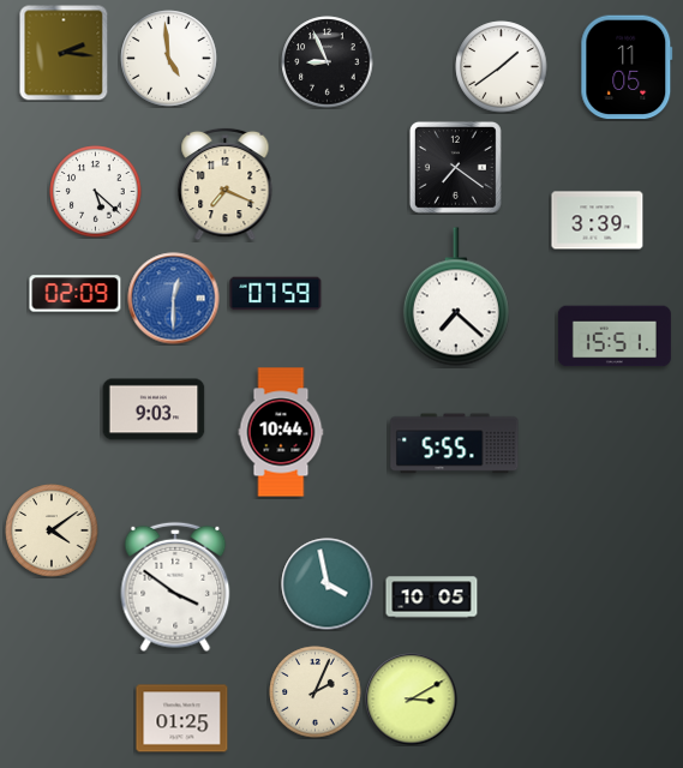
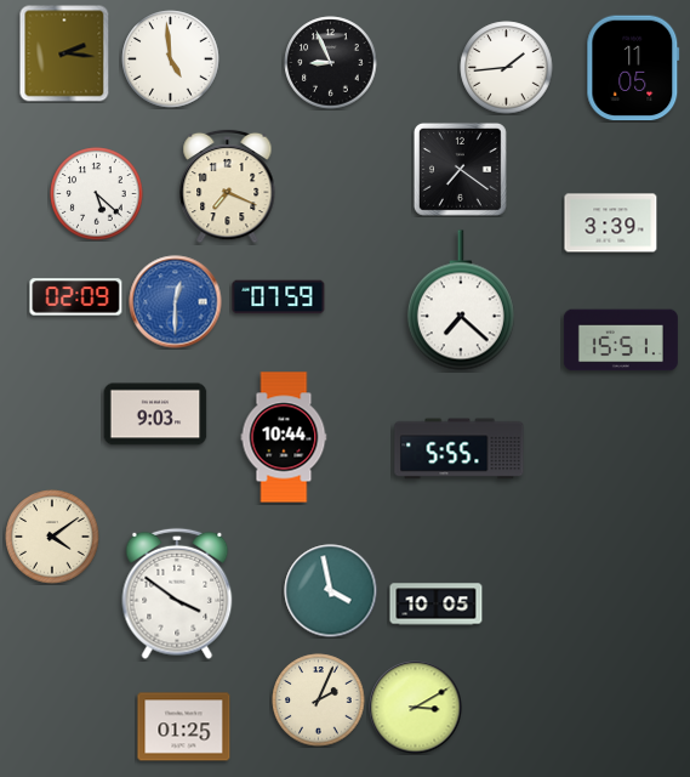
clock at (502, 67): 1:39 -> 1:44
clock at (598, 221) position: (598, 221) -> (611, 223)
